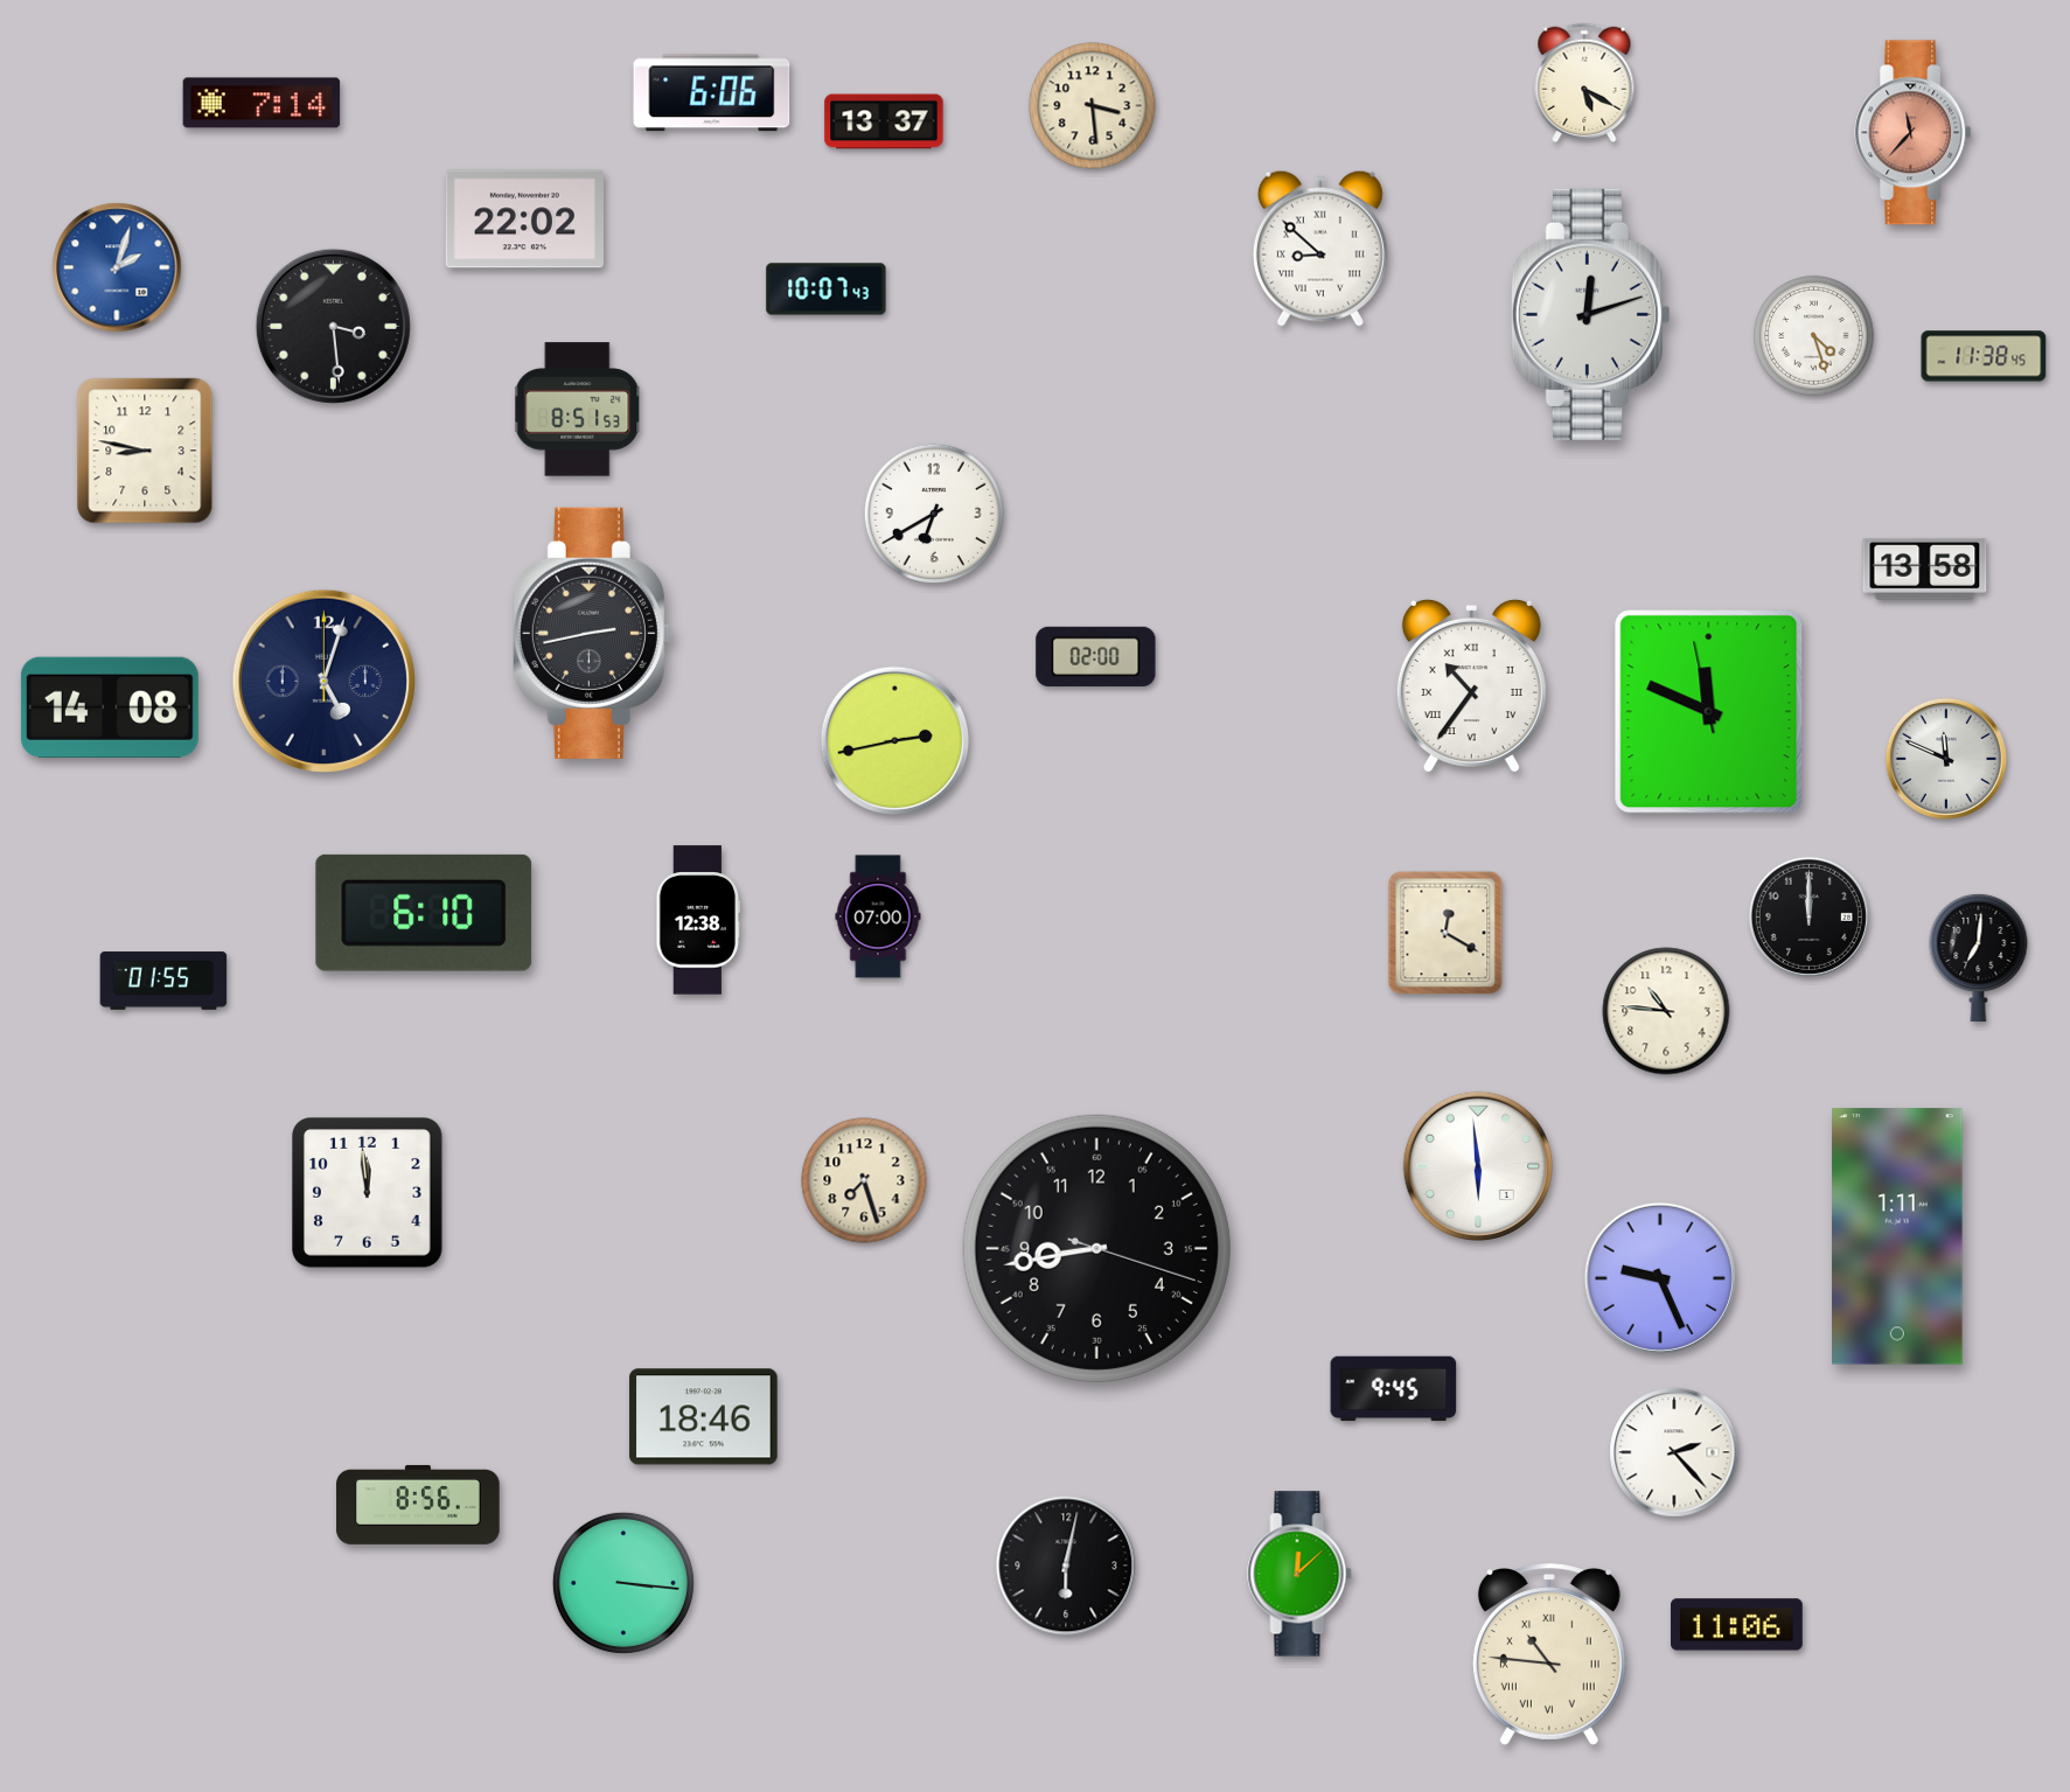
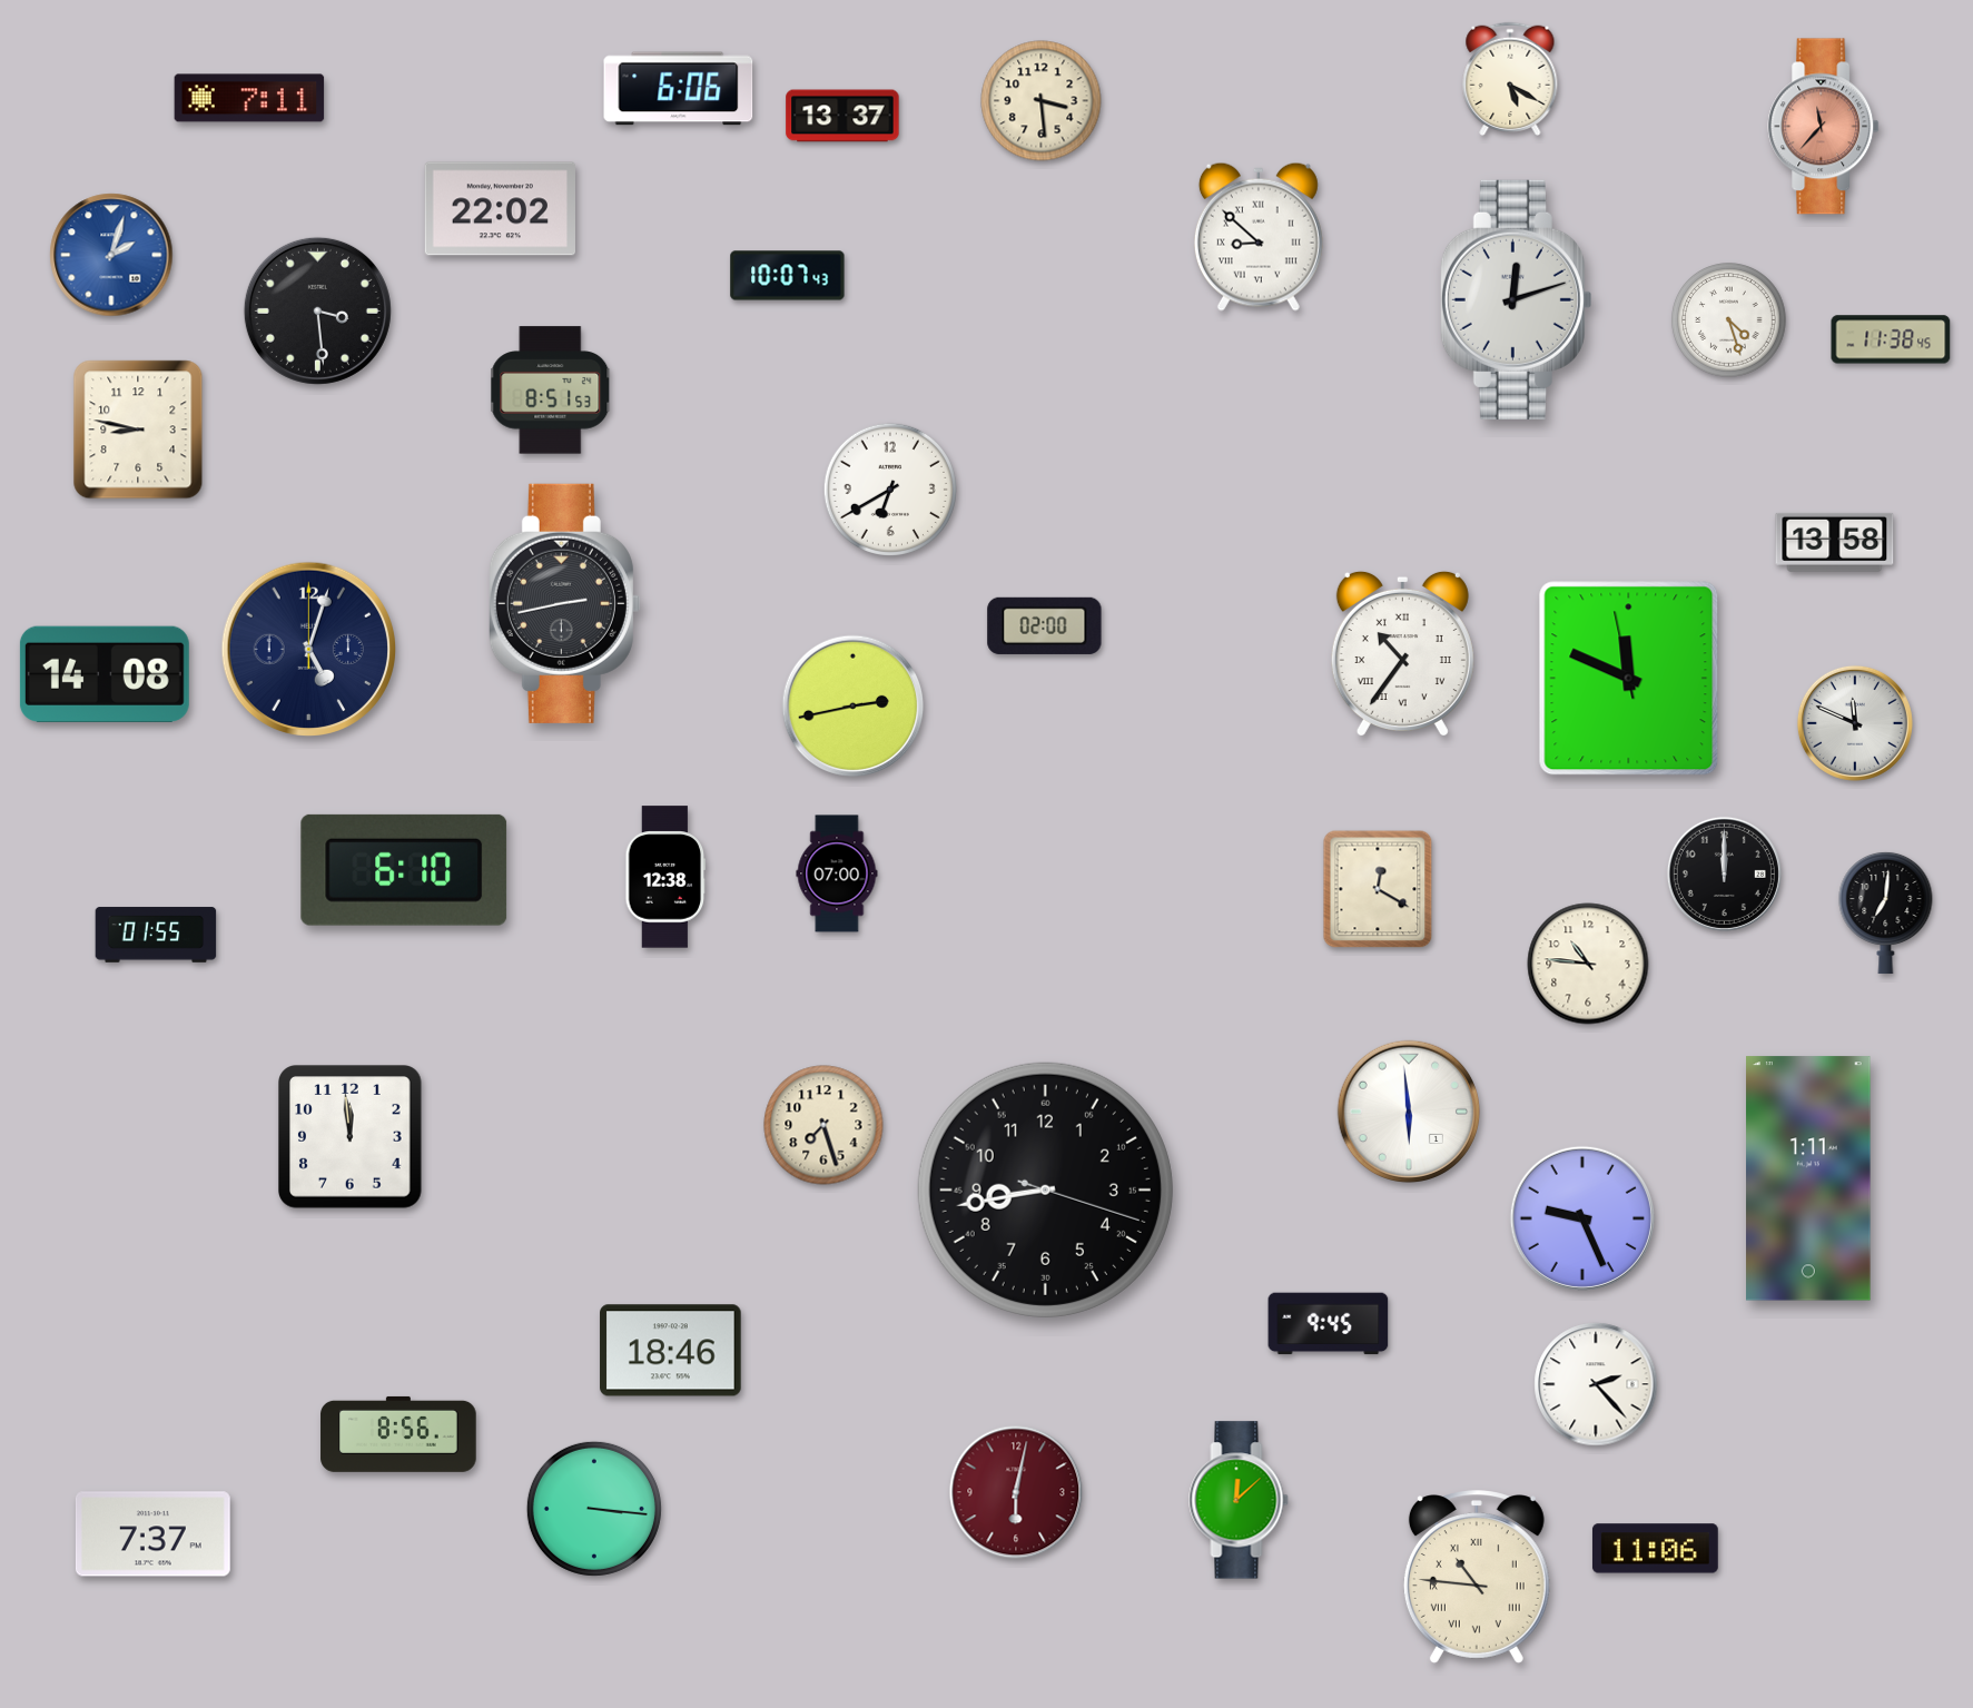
clock at (262, 103): 7:14 -> 7:11
clock at (1066, 1566) dial: black -> burgundy
clock at (152, 1534): none -> 7:37
